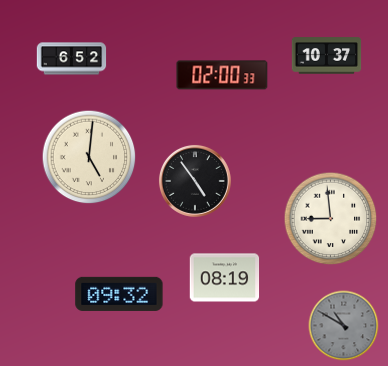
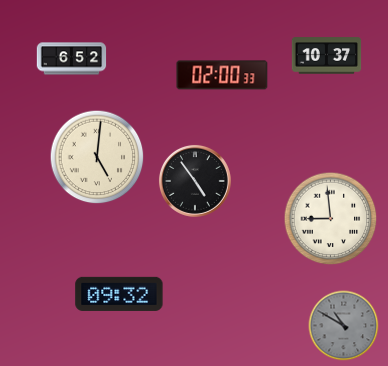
clock at (89, 157) position: (89, 157) -> (97, 157)
clock at (225, 278): 08:19 -> none
